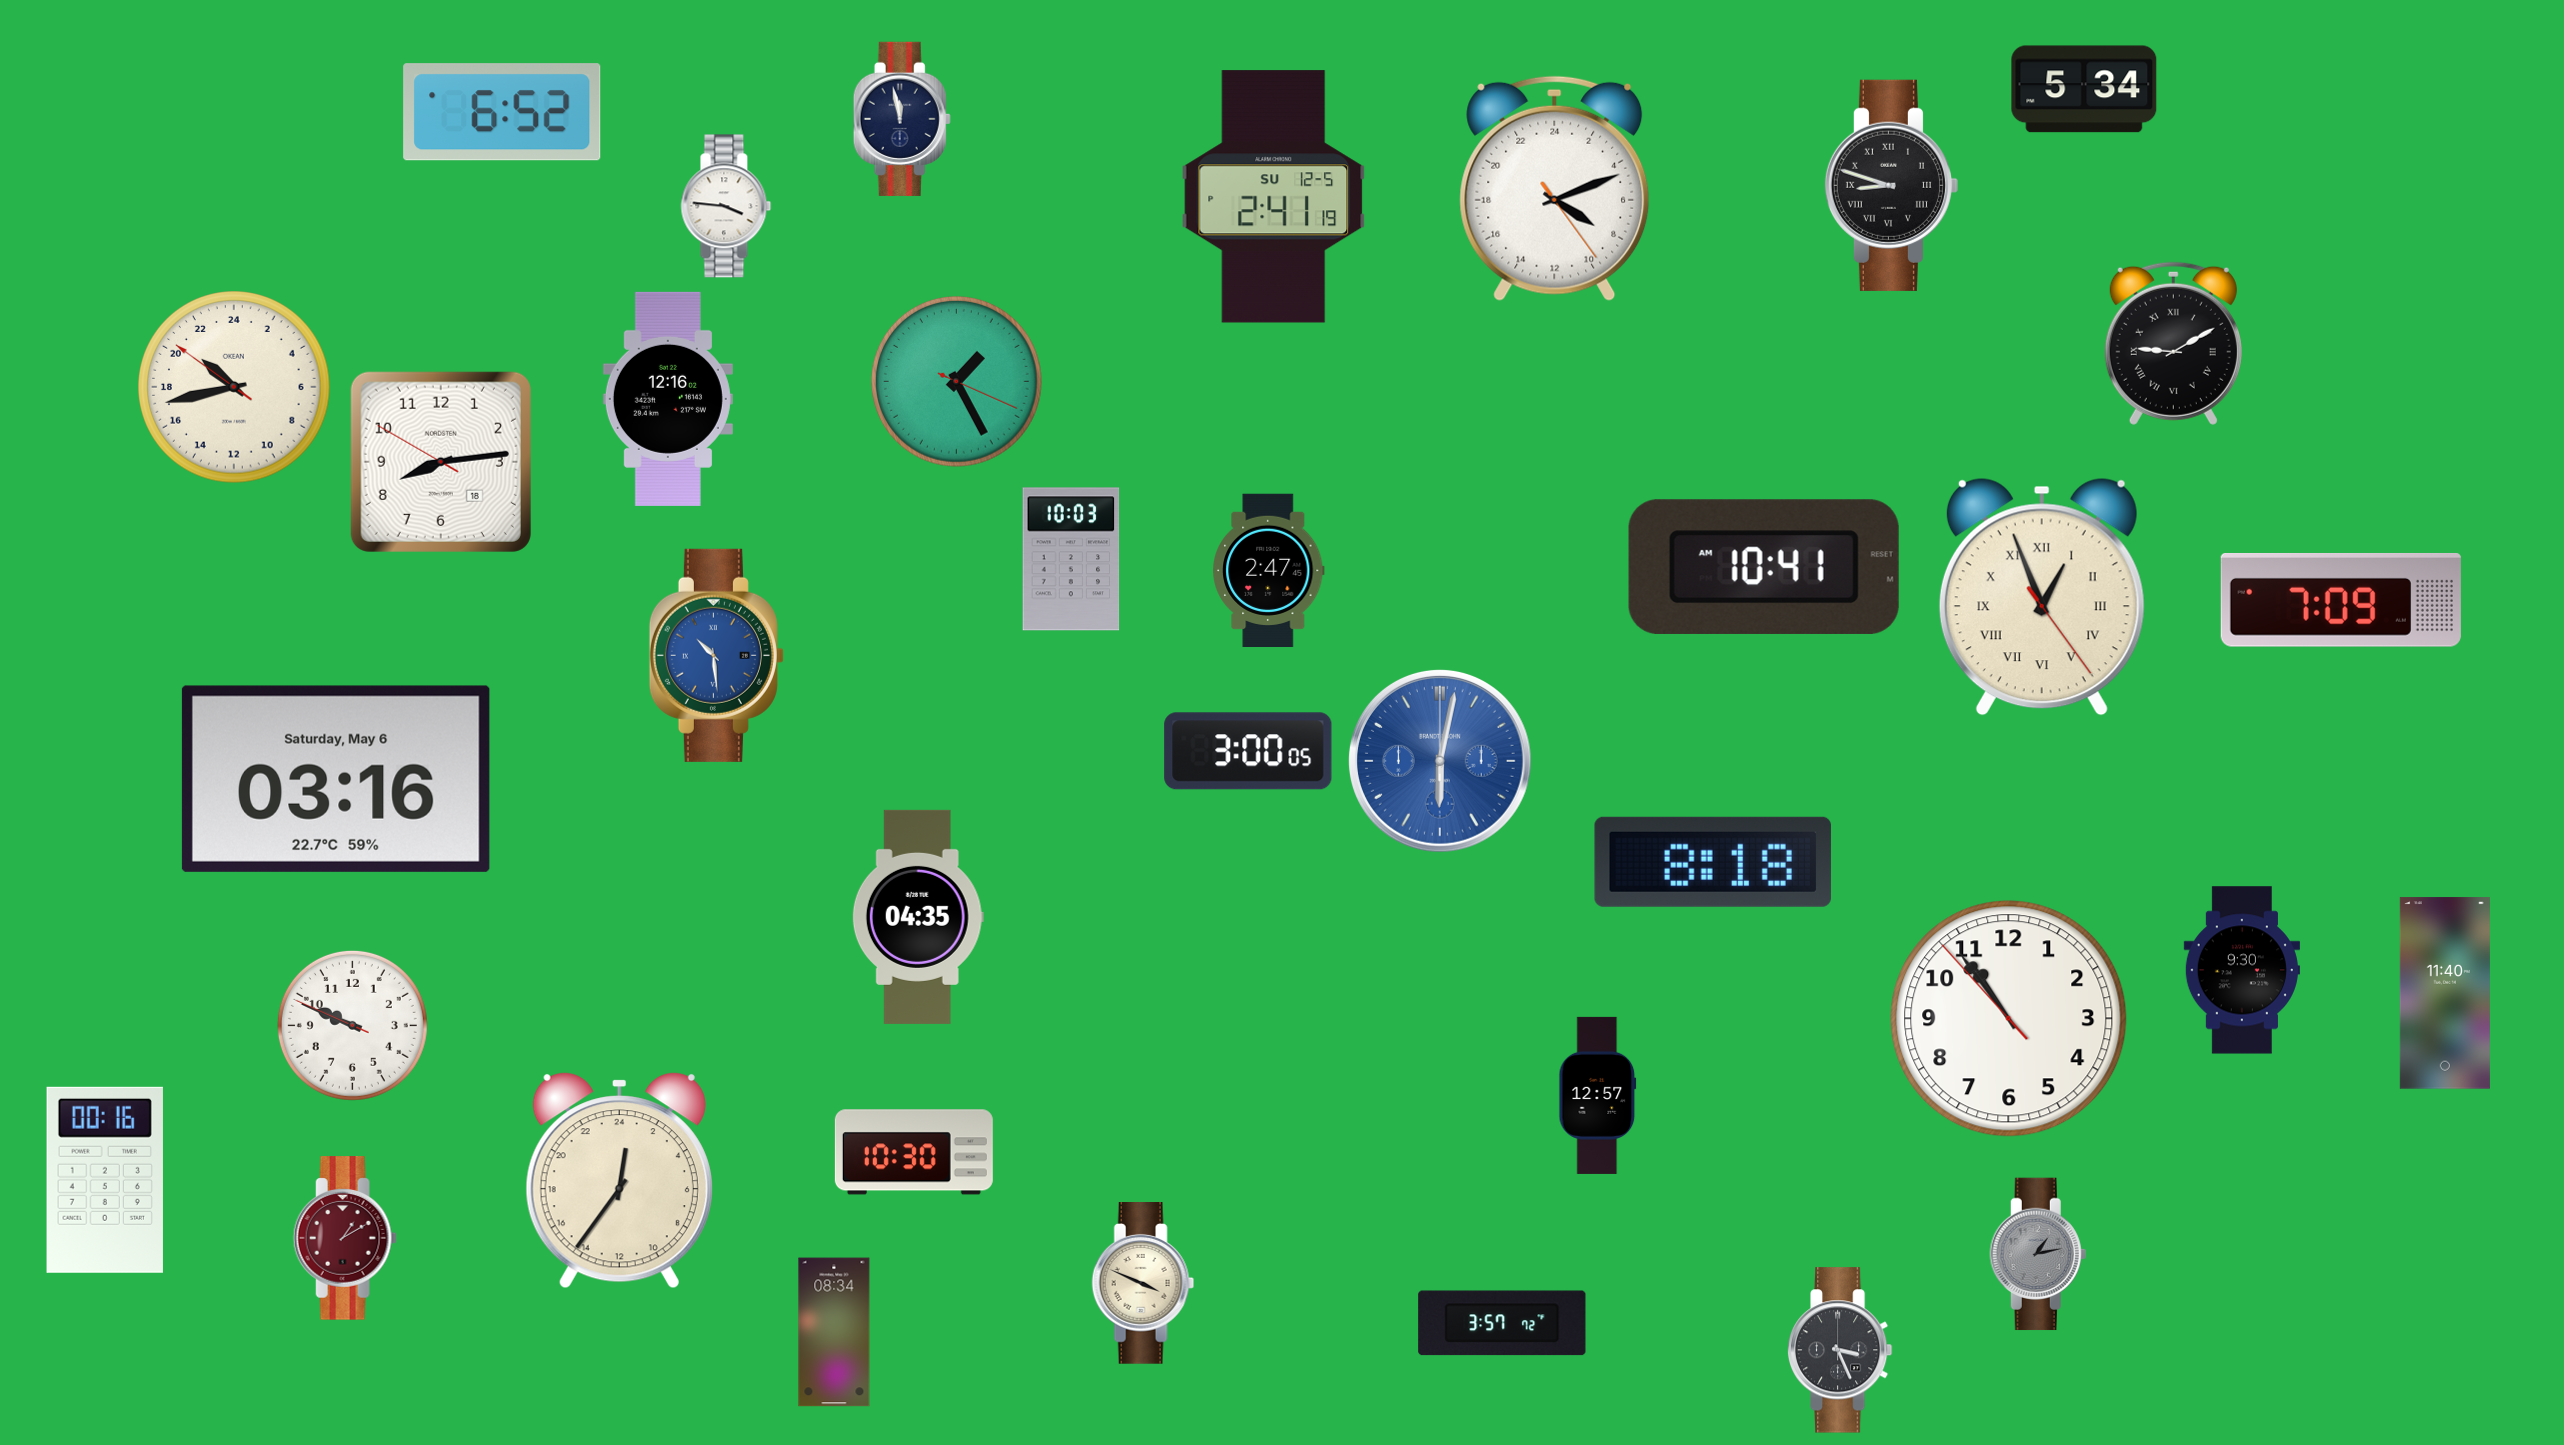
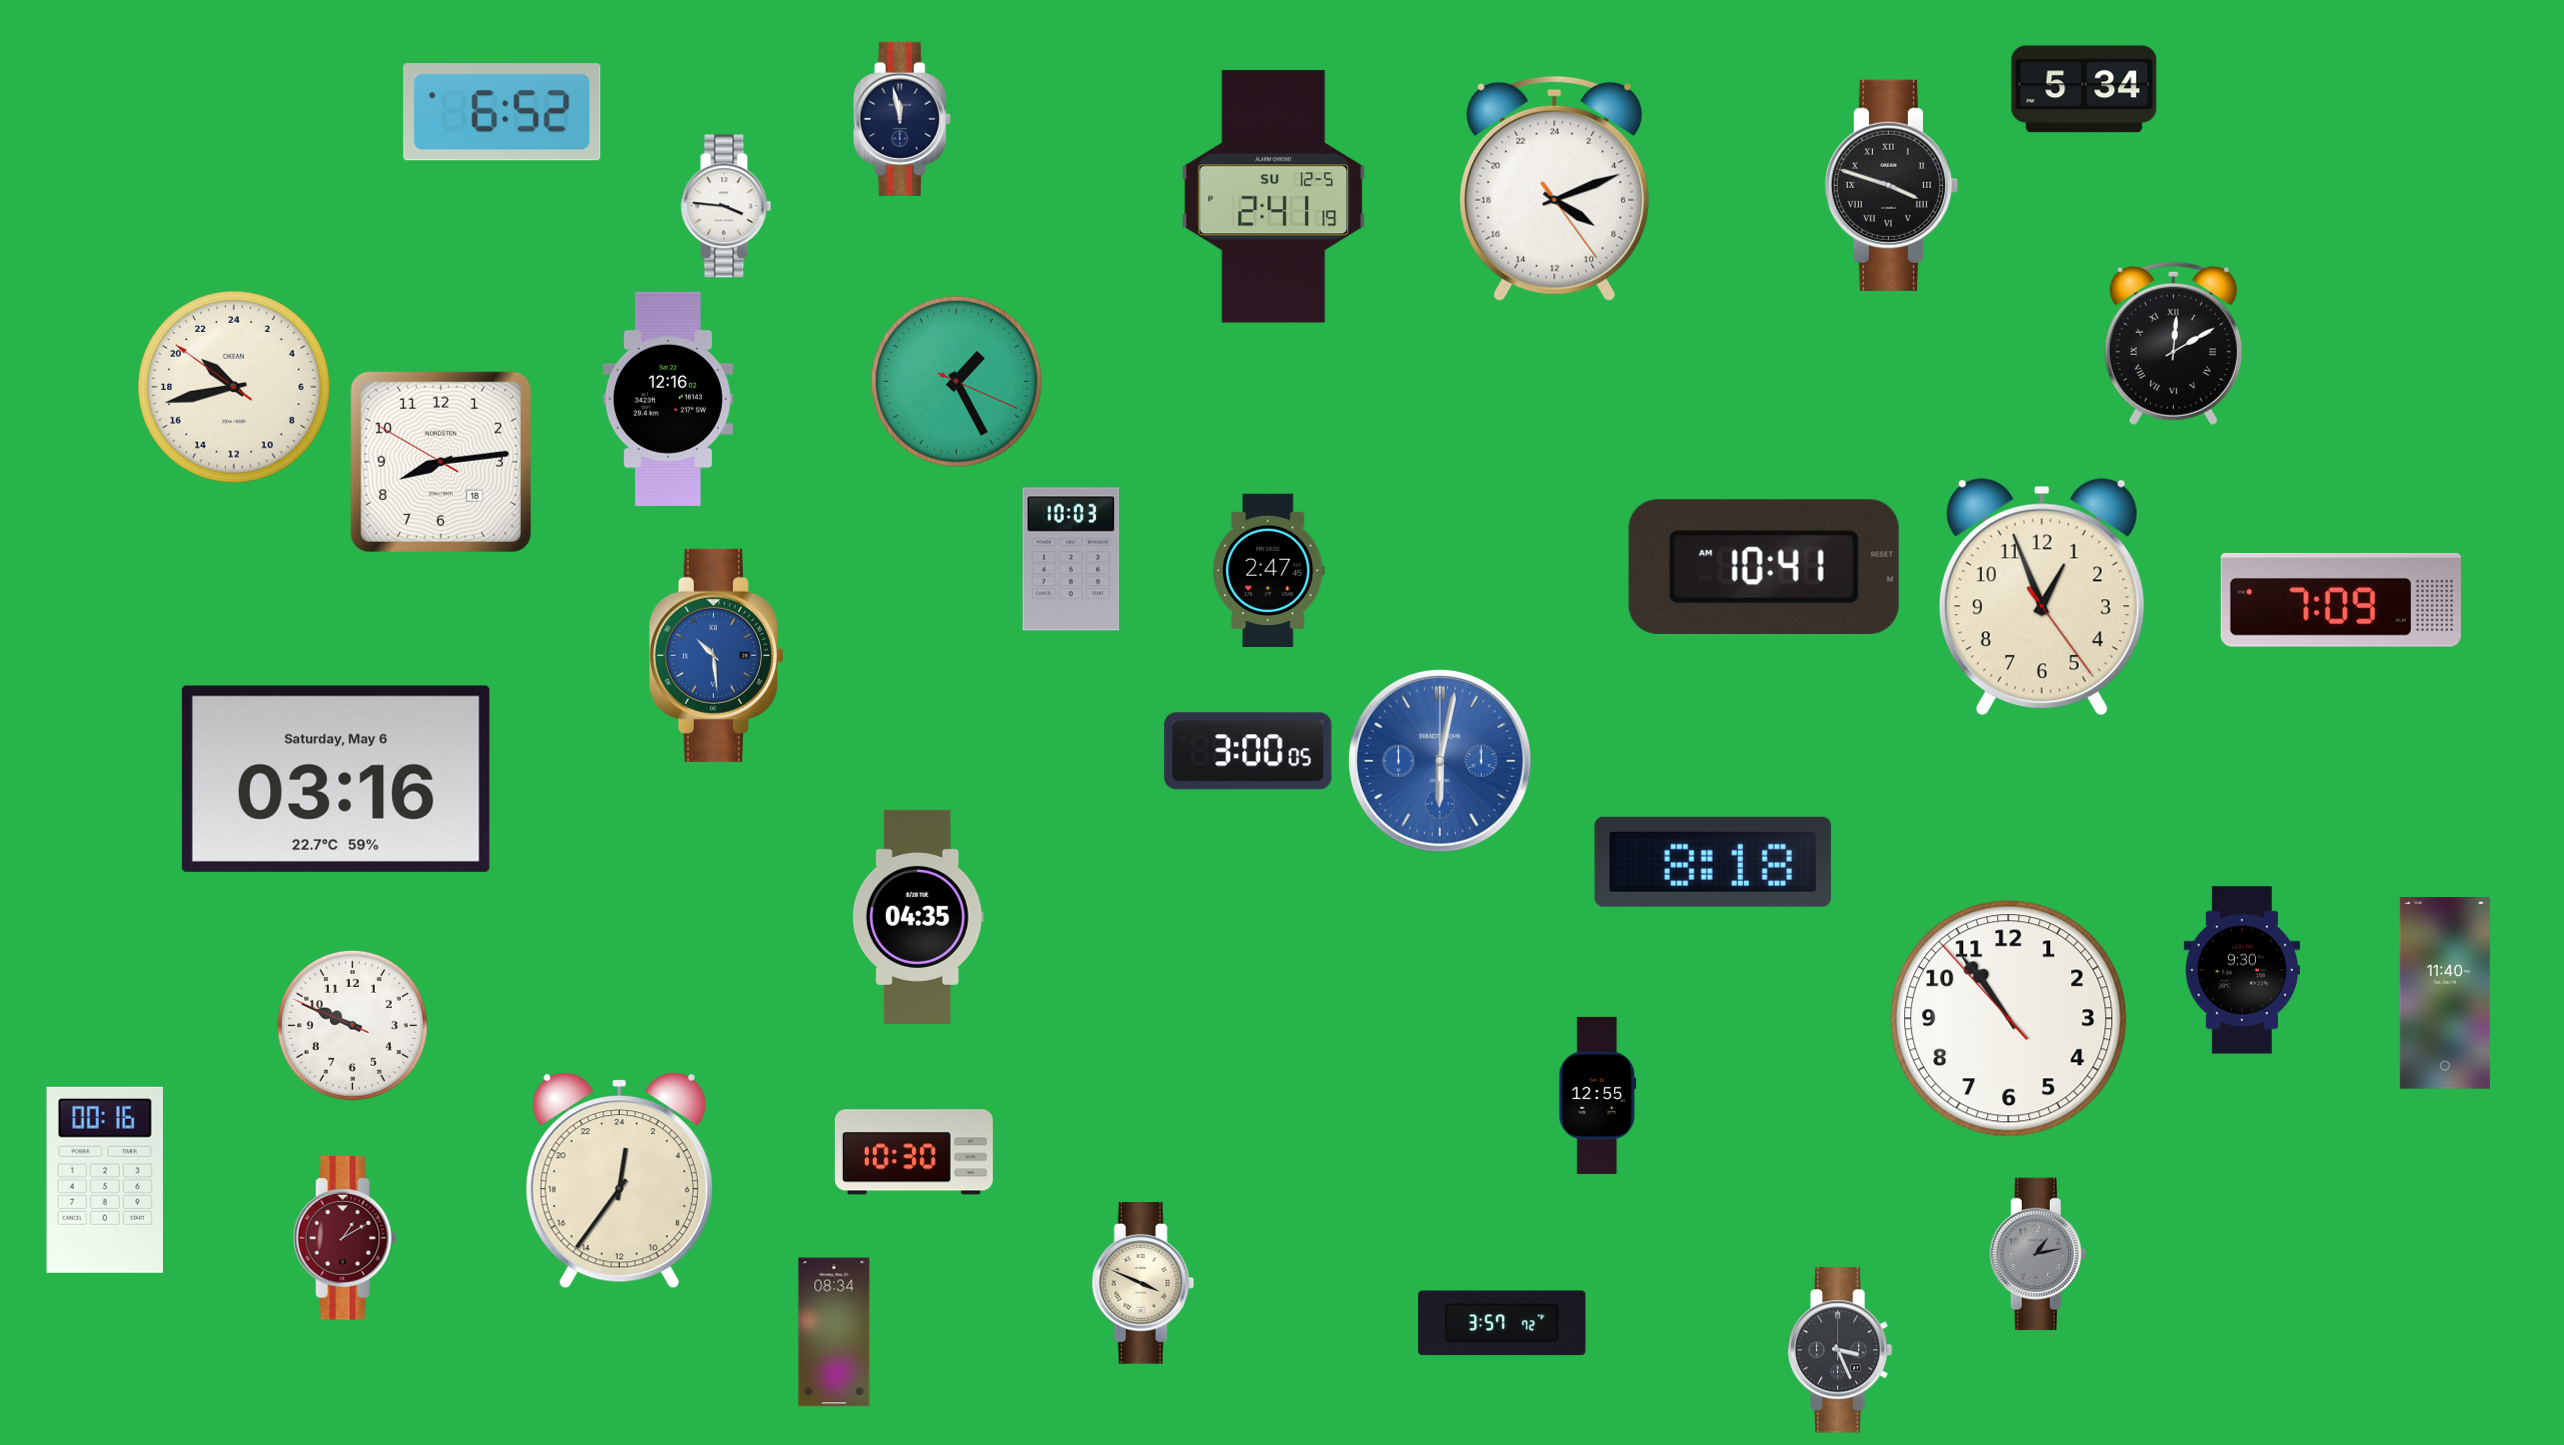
clock at (1891, 185): 8:48 -> 3:48
clock at (2173, 343): 9:10 -> 12:10
clock at (2042, 597) numerals: Roman -> Arabic
clock at (1598, 1095): 12:57 -> 12:55
